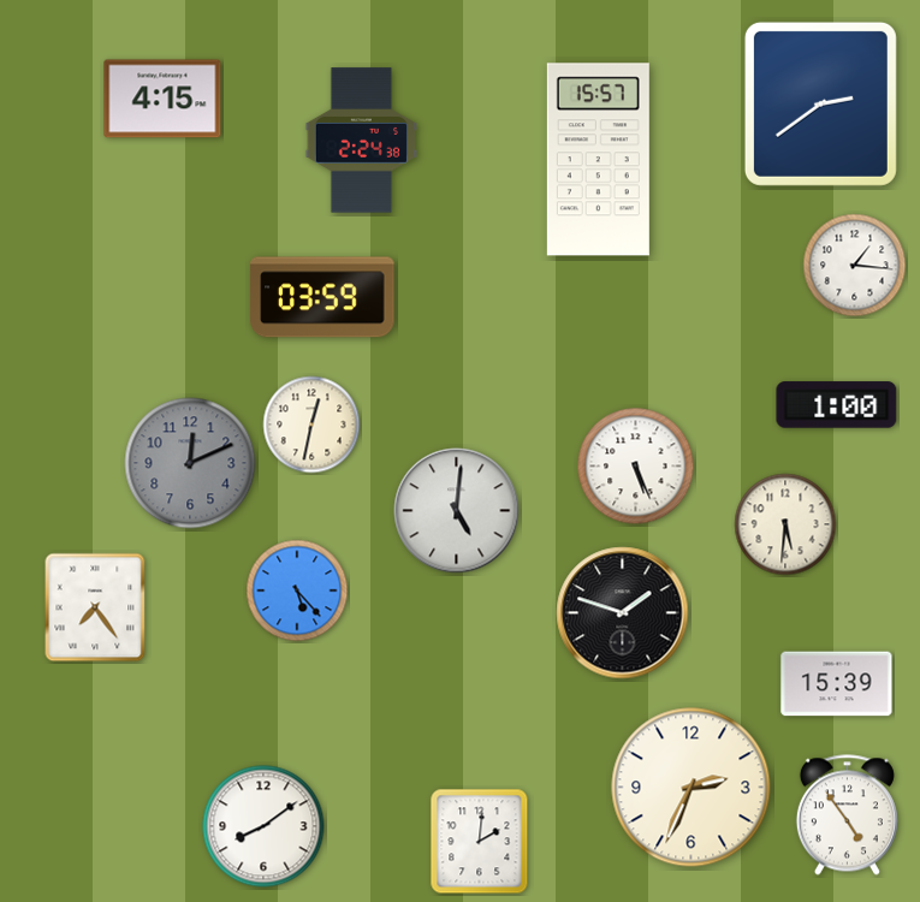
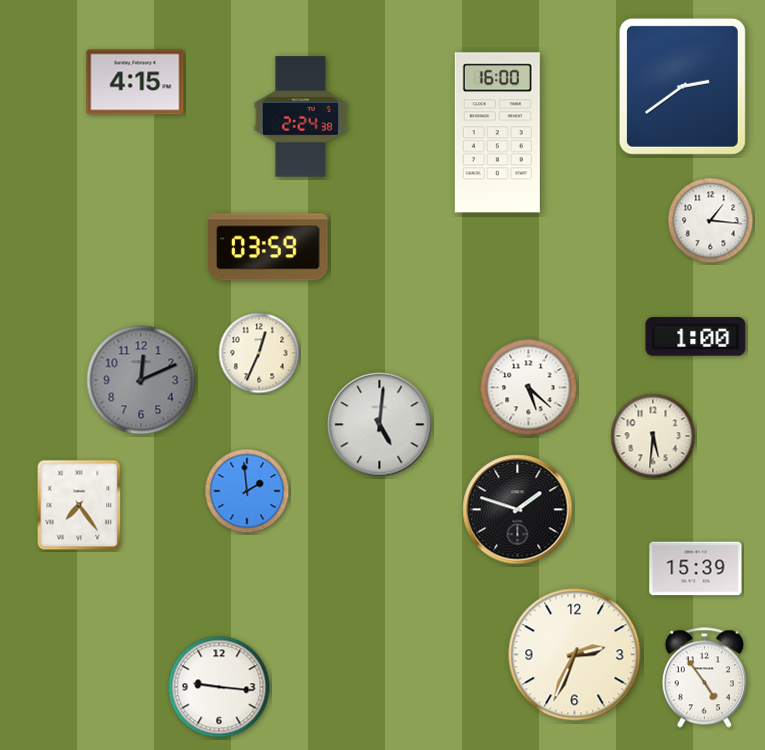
clock at (598, 160): 15:57 -> 16:00
clock at (311, 425): 12:32 -> 12:34
clock at (190, 463) position: (190, 463) -> (141, 380)
clock at (636, 467): 5:26 -> 5:22
clock at (297, 591): 5:23 -> 1:59
clock at (263, 826): 8:09 -> 9:16
clock at (480, 842): 2:01 -> none
